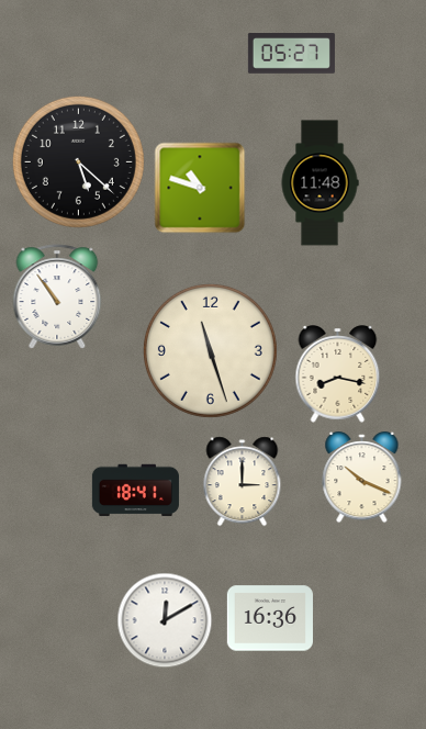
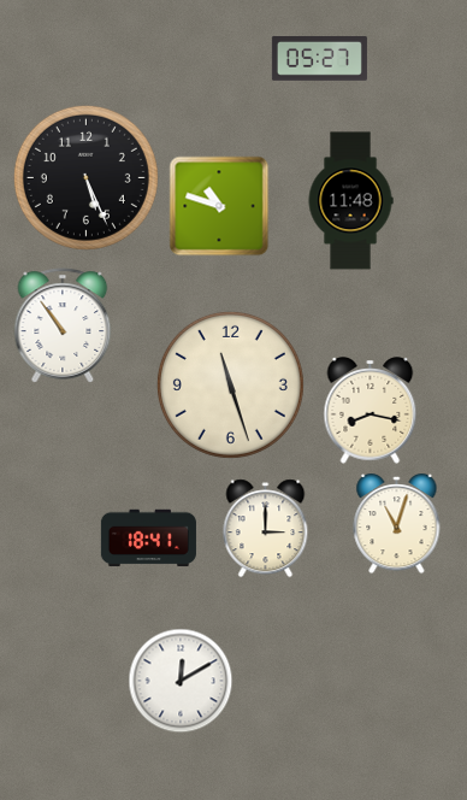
clock at (78, 161): 5:22 -> 5:26
clock at (362, 479): 10:19 -> 11:03
clock at (270, 618): 16:36 -> none
